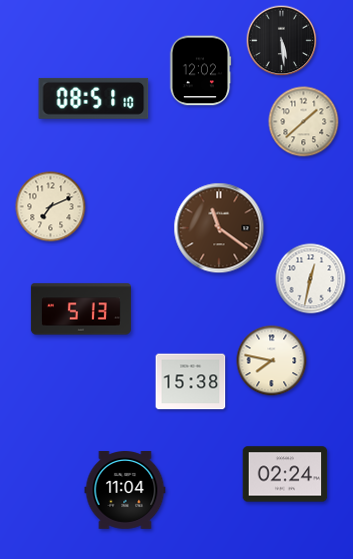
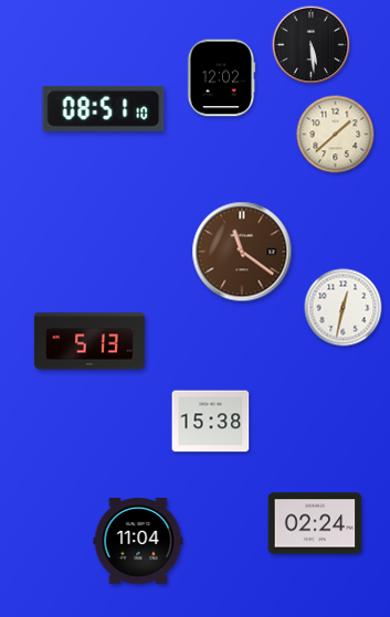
clock at (51, 207): 7:11 -> none
clock at (272, 361): 7:47 -> none
